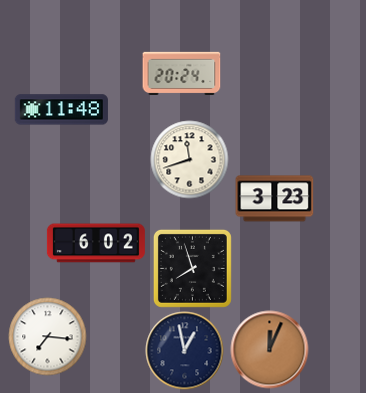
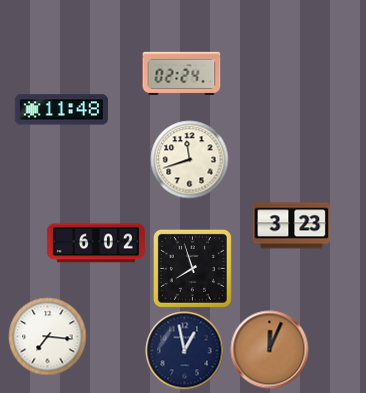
clock at (181, 73): 20:24 -> 02:24
clock at (274, 199) position: (274, 199) -> (291, 226)
